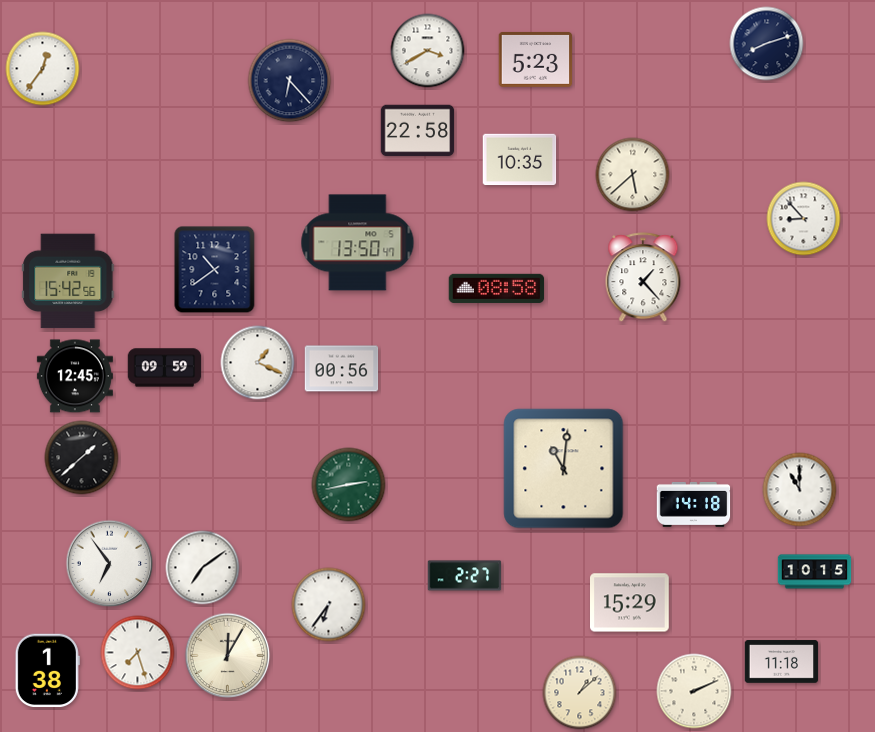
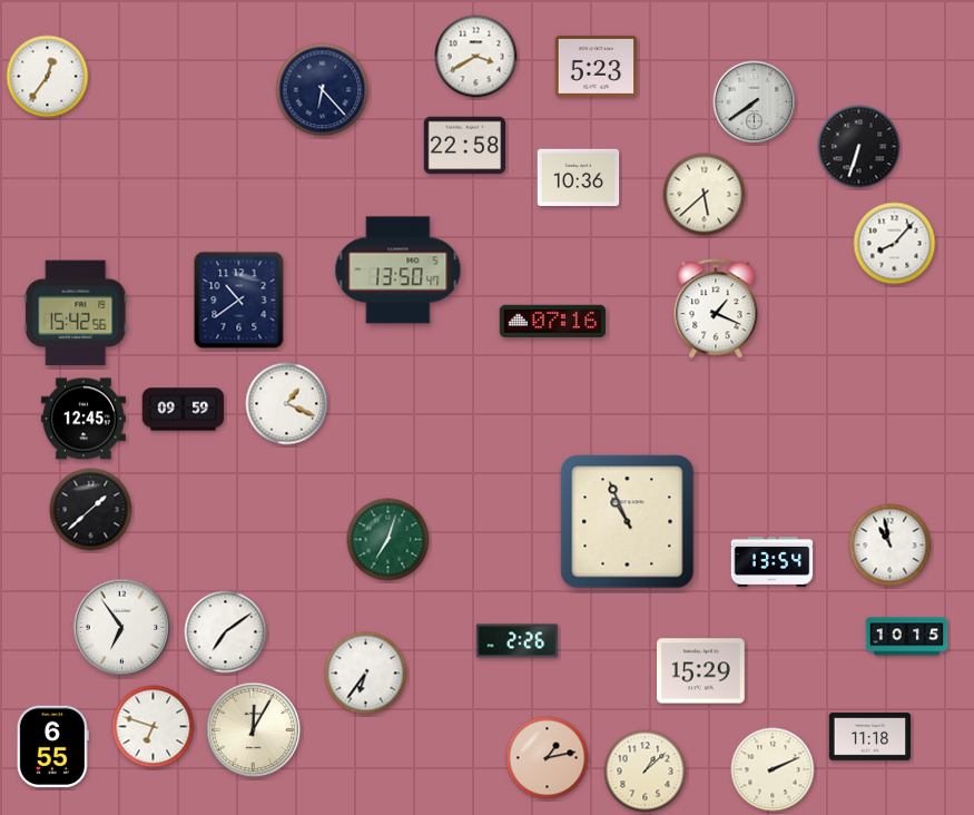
clock at (767, 44): 8:12 -> none
clock at (755, 102): none -> 7:39
clock at (859, 147): none -> 6:33
clock at (520, 160): 10:35 -> 10:36
clock at (804, 219): 8:53 -> 8:07
clock at (643, 278): 1:23 -> 1:19
clock at (497, 288): 08:58 -> 07:16
clock at (342, 369): 00:56 -> none
clock at (564, 469): 11:01 -> 10:56
clock at (349, 485): 2:43 -> 7:03
clock at (800, 490): 11:00 -> 10:58
clock at (694, 505): 14:18 -> 13:54
clock at (465, 576): 2:27 -> 2:26
clock at (138, 653): 7:27 -> 6:48
clock at (47, 671): 1:38 -> 6:55
clock at (548, 758): none -> 1:13
